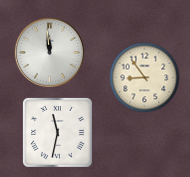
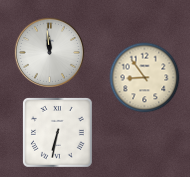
clock at (58, 133): 11:32 -> 6:32
